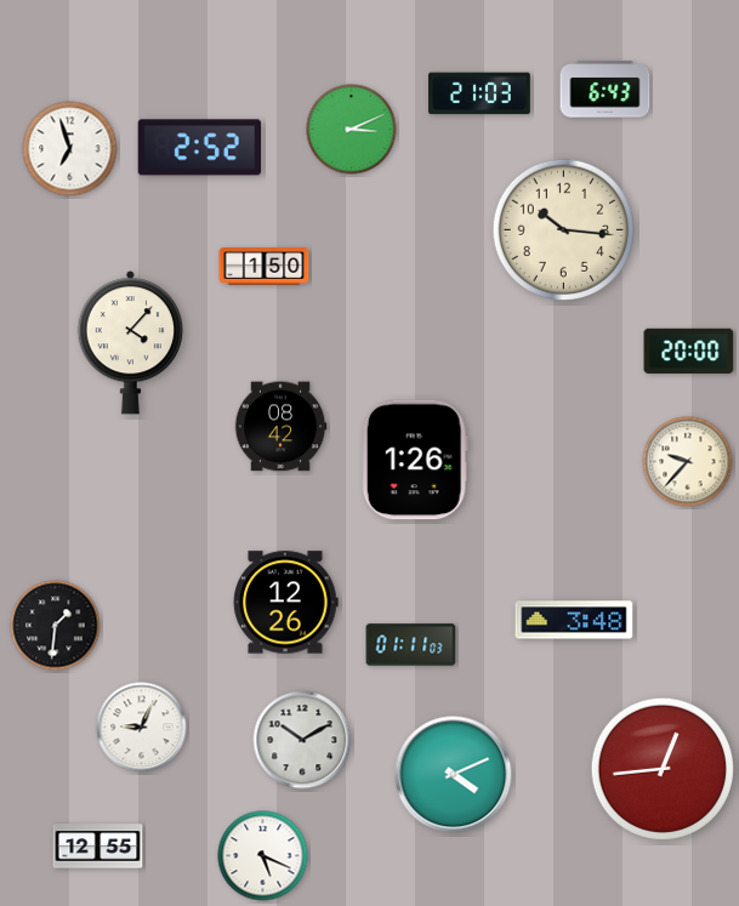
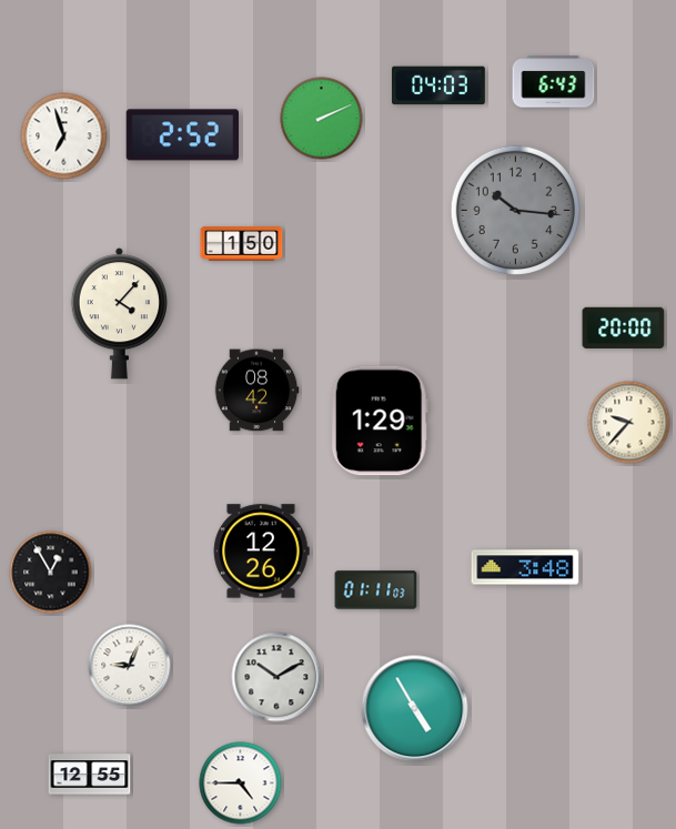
clock at (481, 93): 21:03 -> 04:03
clock at (352, 130): 3:11 -> 2:11
clock at (563, 229) dial: cream -> grey
clock at (689, 351) position: (689, 351) -> (624, 327)
clock at (415, 460): 1:26 -> 1:29
clock at (56, 626): 1:31 -> 12:55
clock at (661, 768): 12:44 -> none
clock at (454, 775): 4:11 -> 4:55
clock at (263, 856): 5:19 -> 4:45
